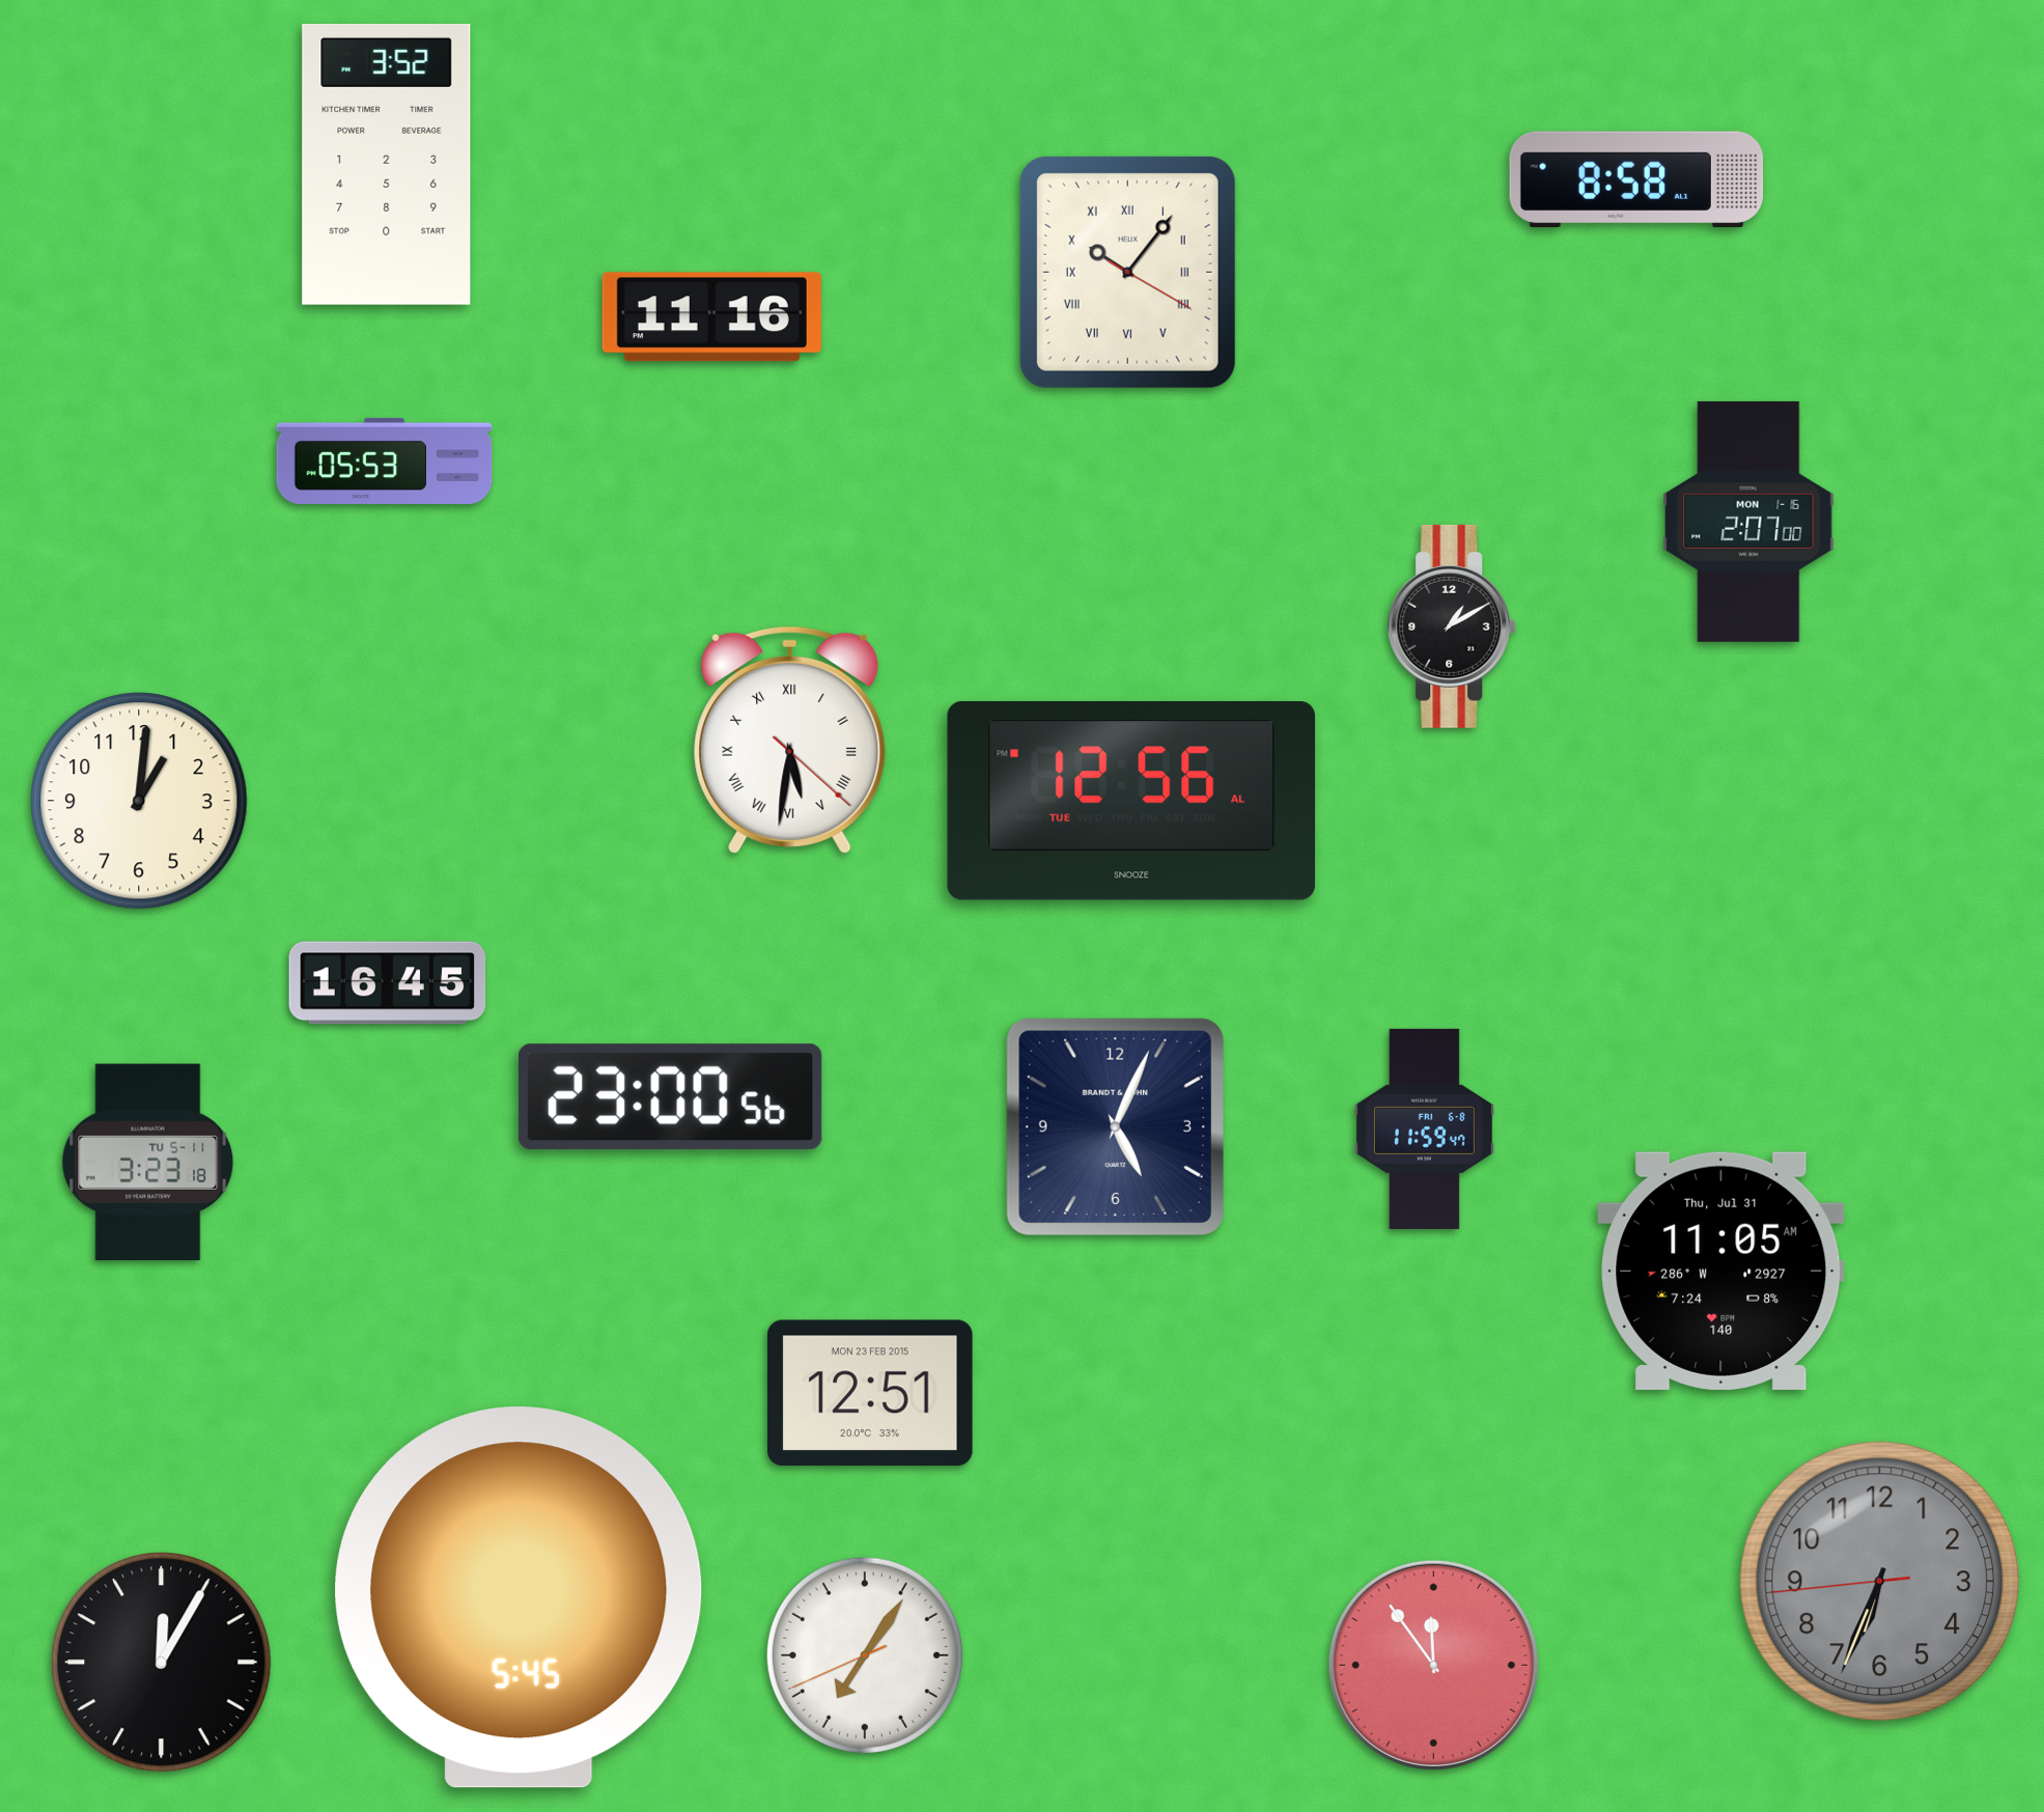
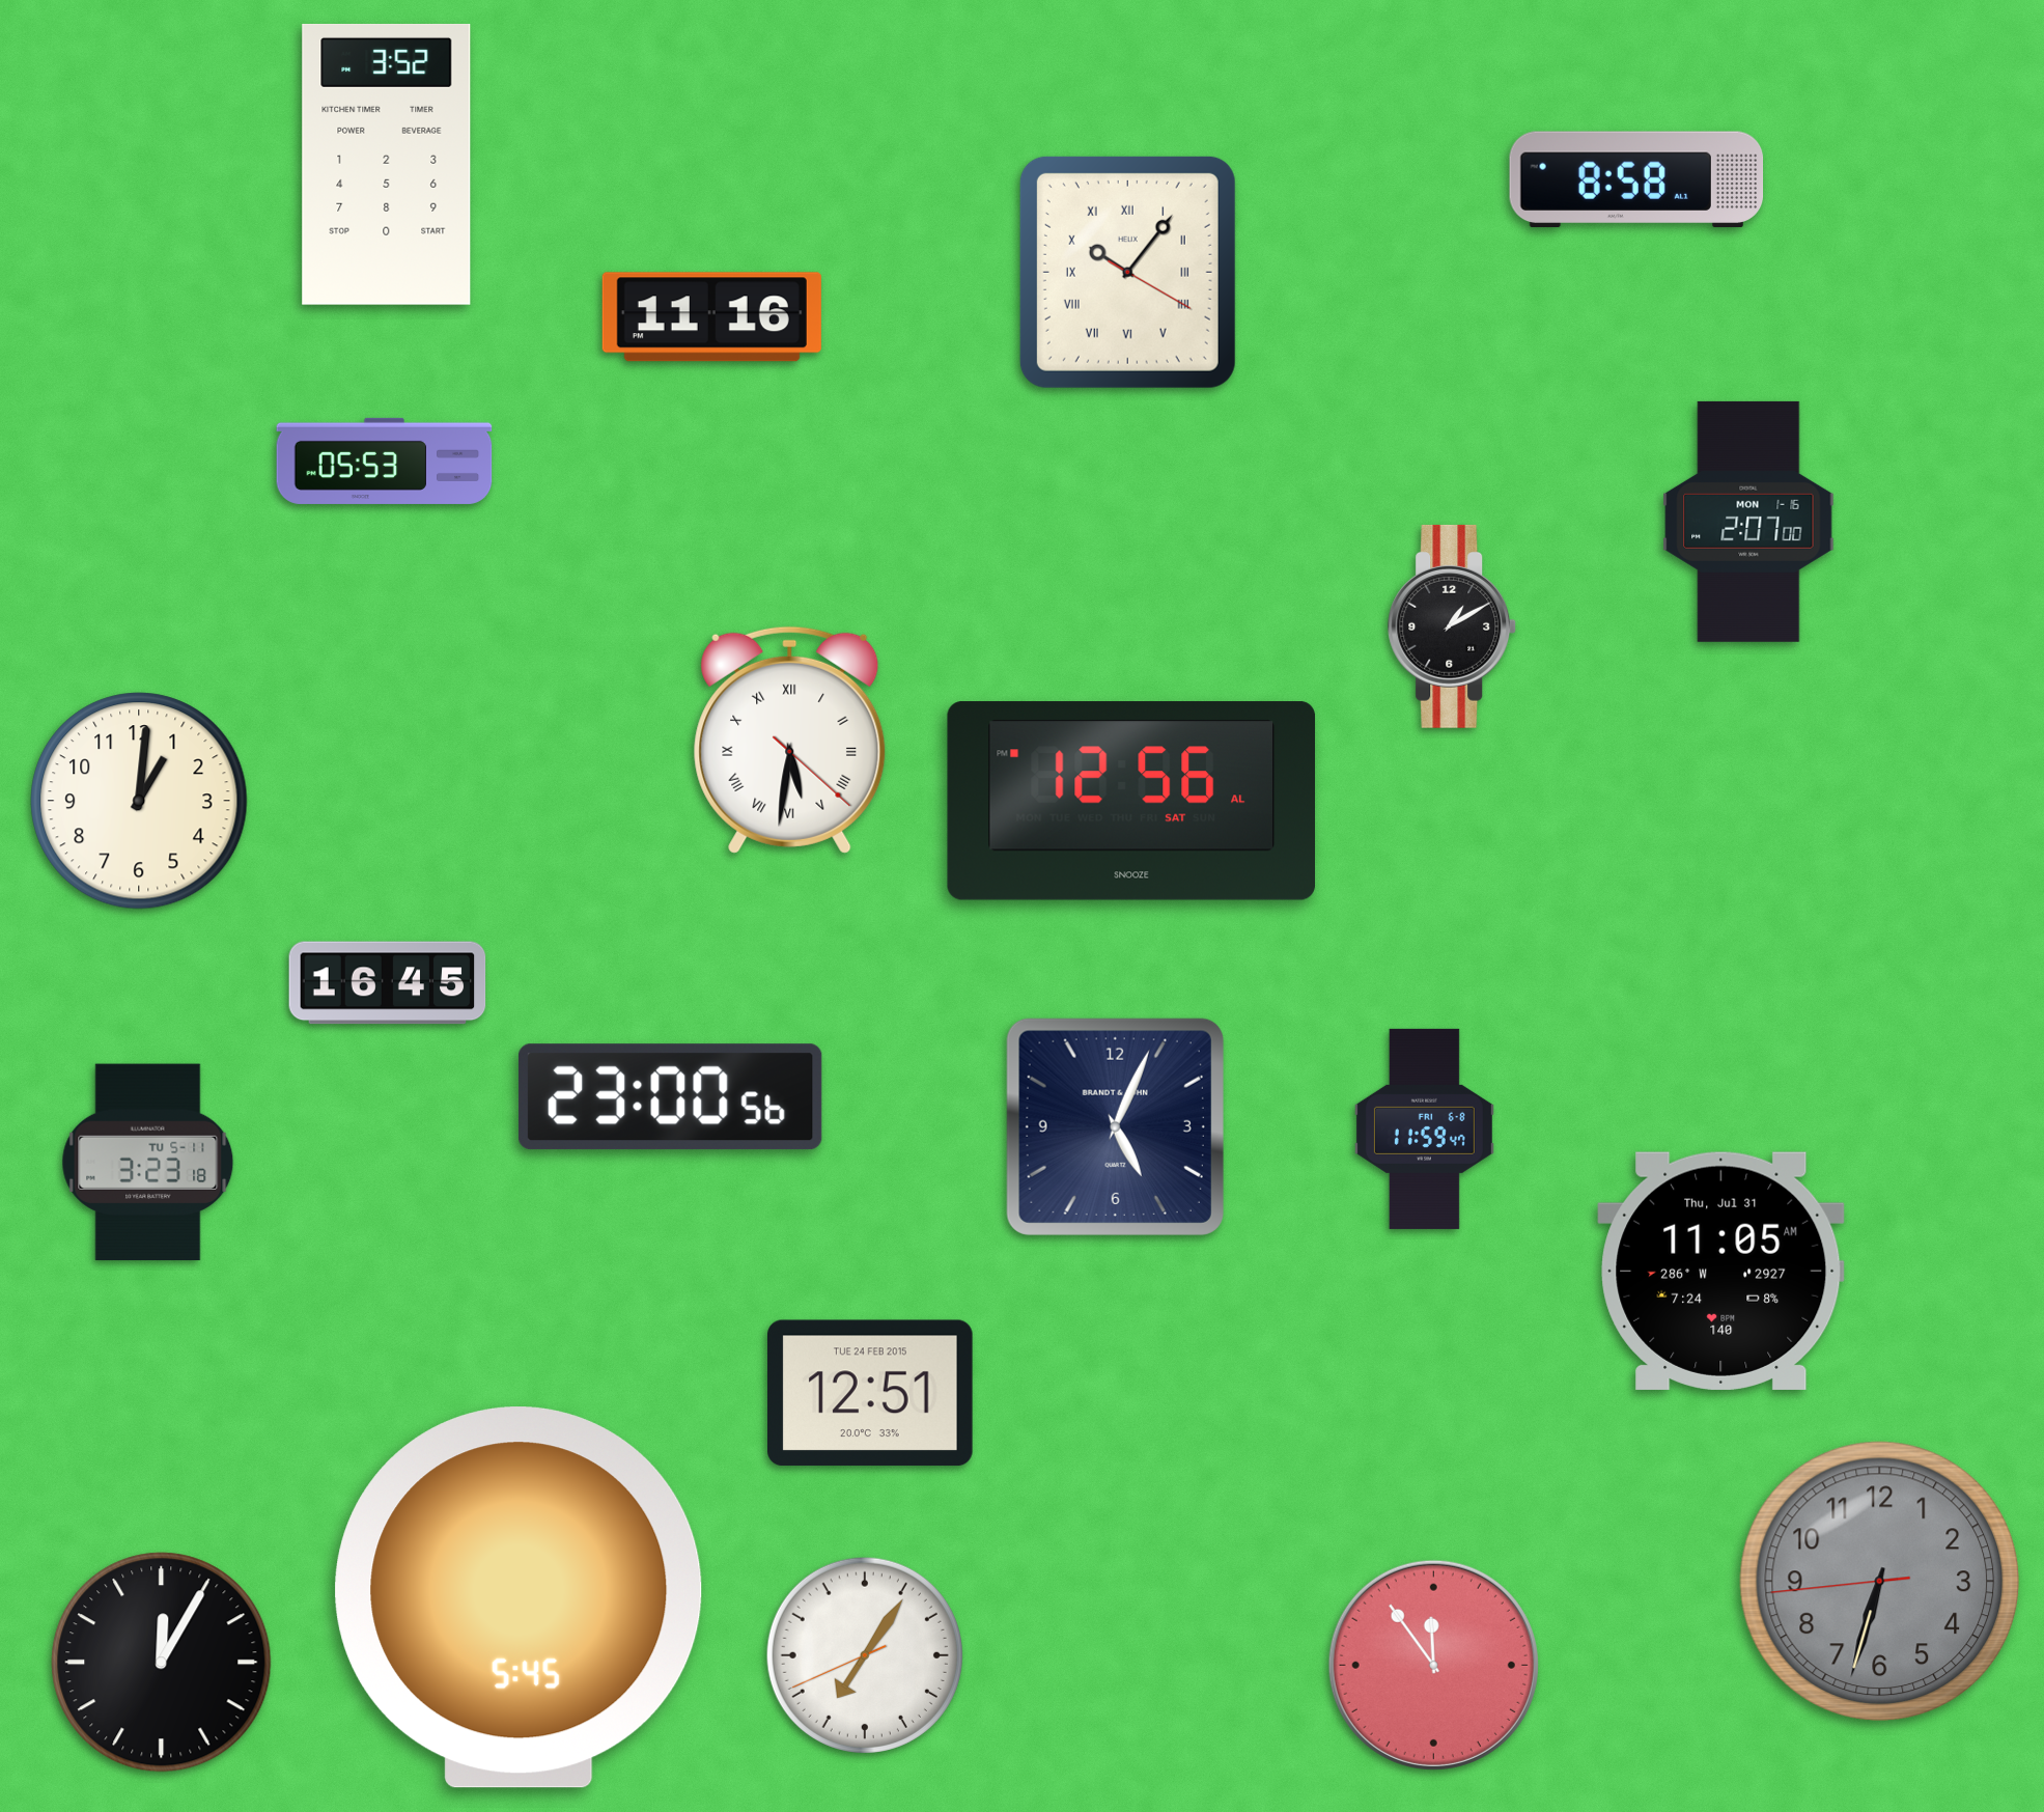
clock at (1130, 801) date: TUE -> SAT
clock at (871, 1393) date: MON 23 FEB 2015 -> TUE 24 FEB 2015
clock at (1880, 1582): 6:33 -> 6:32
